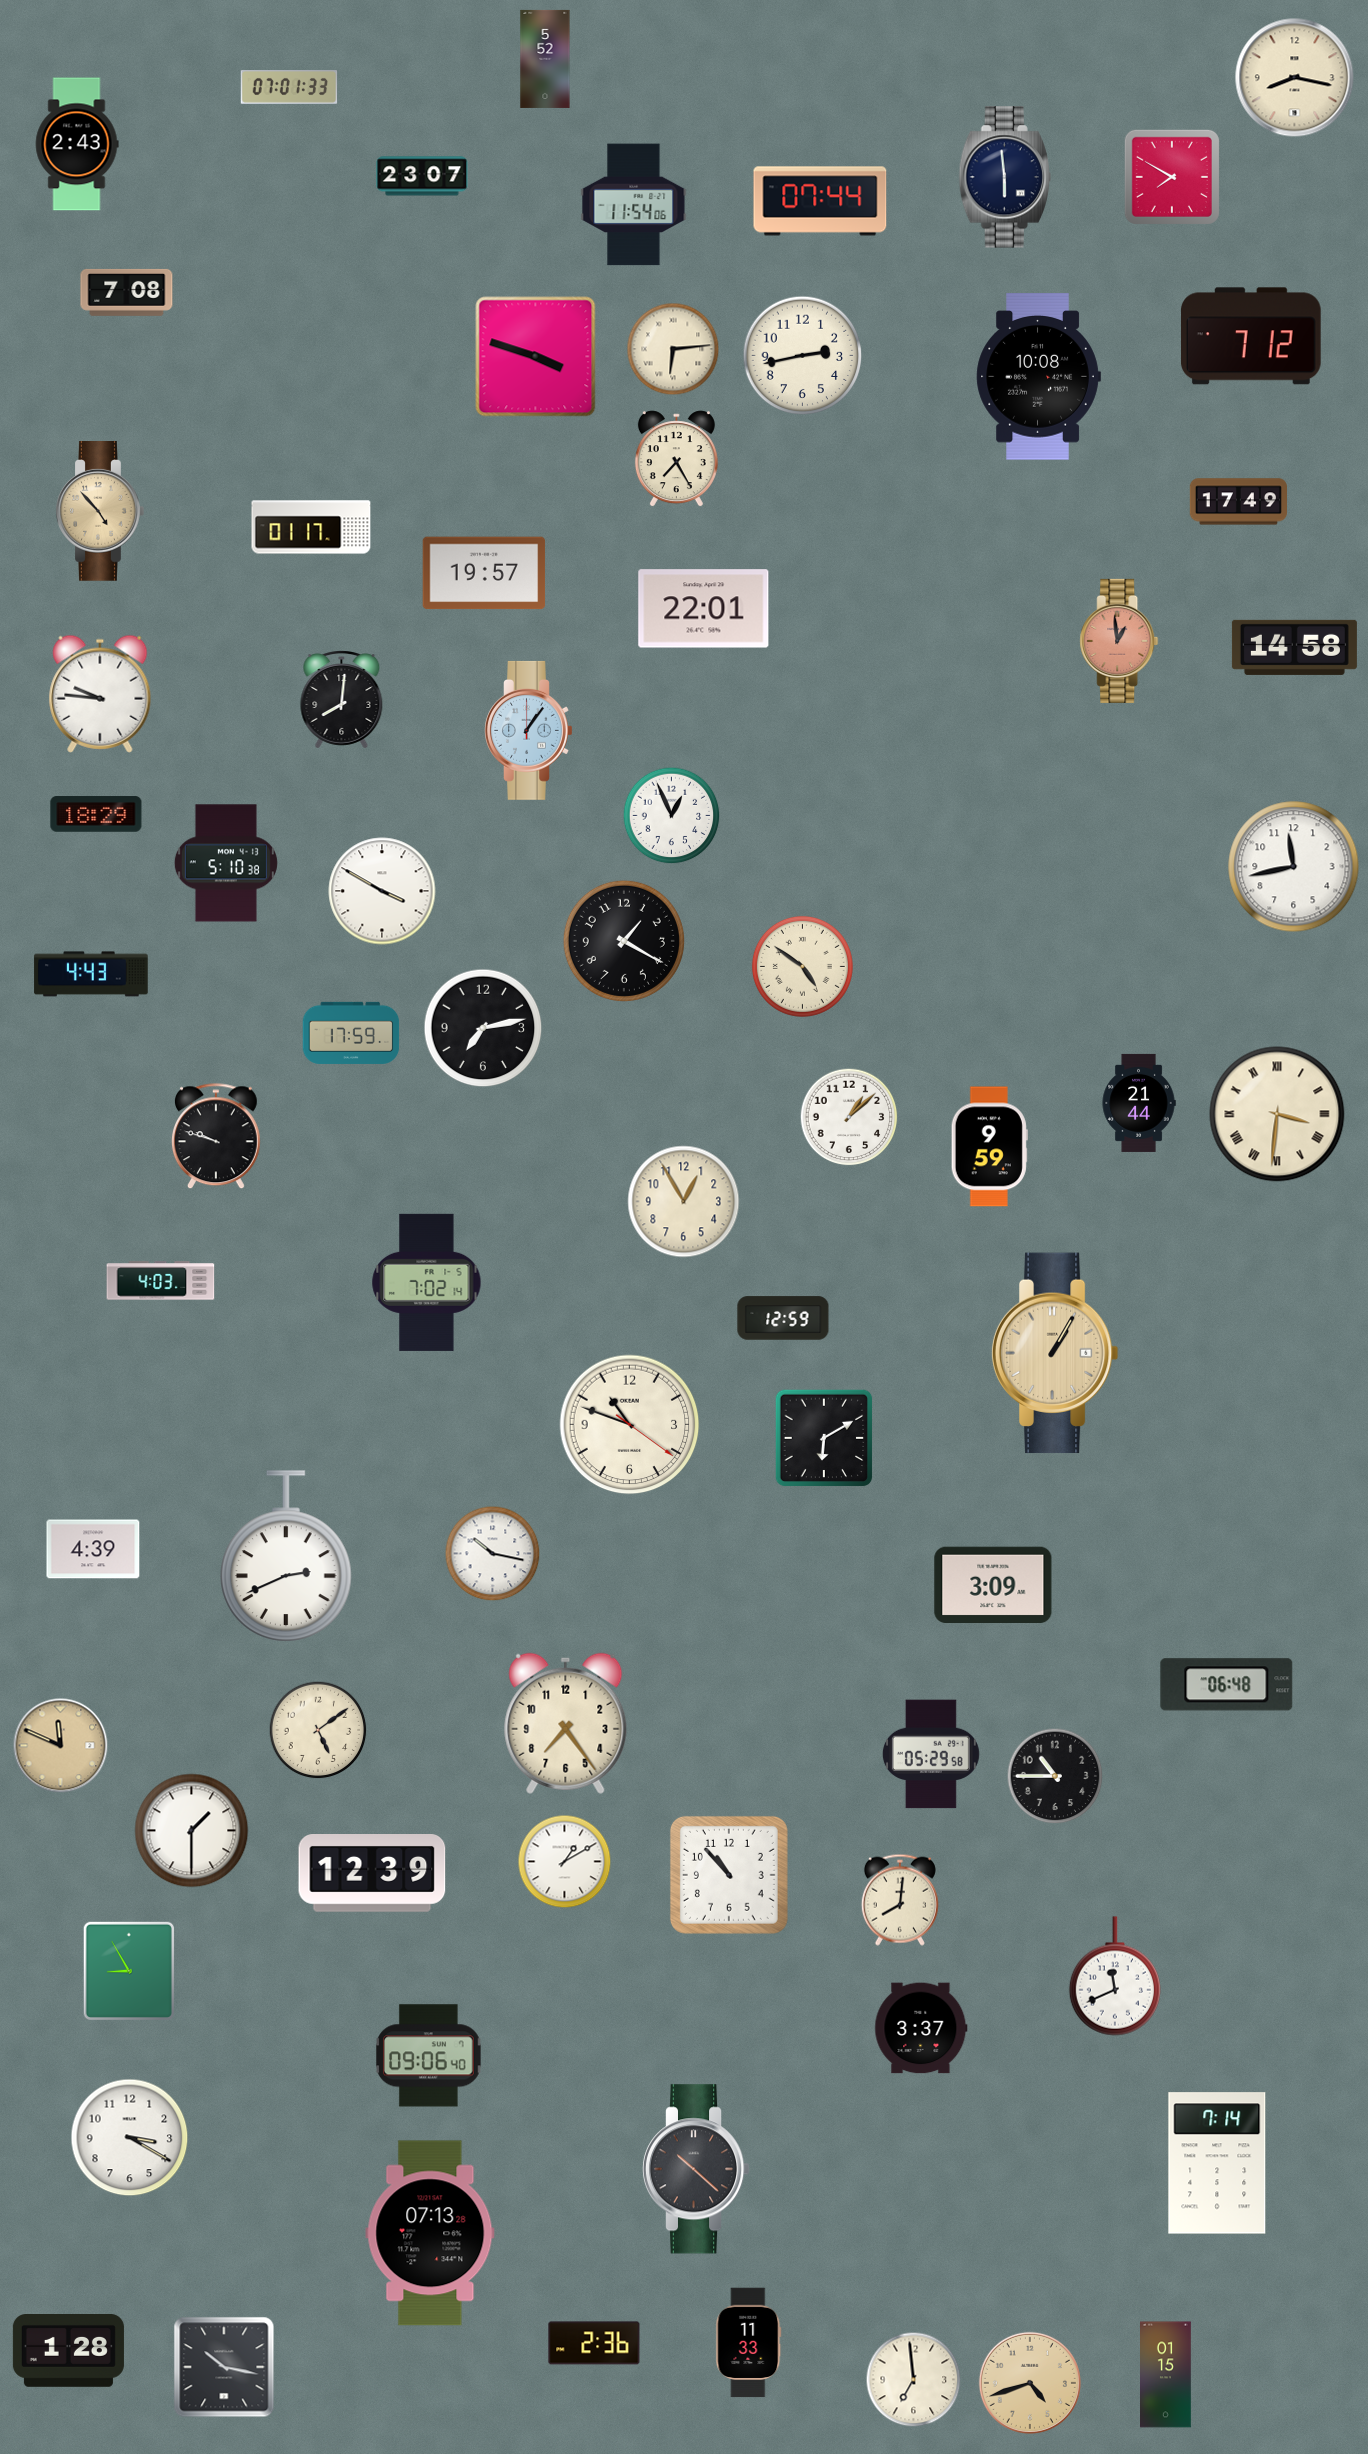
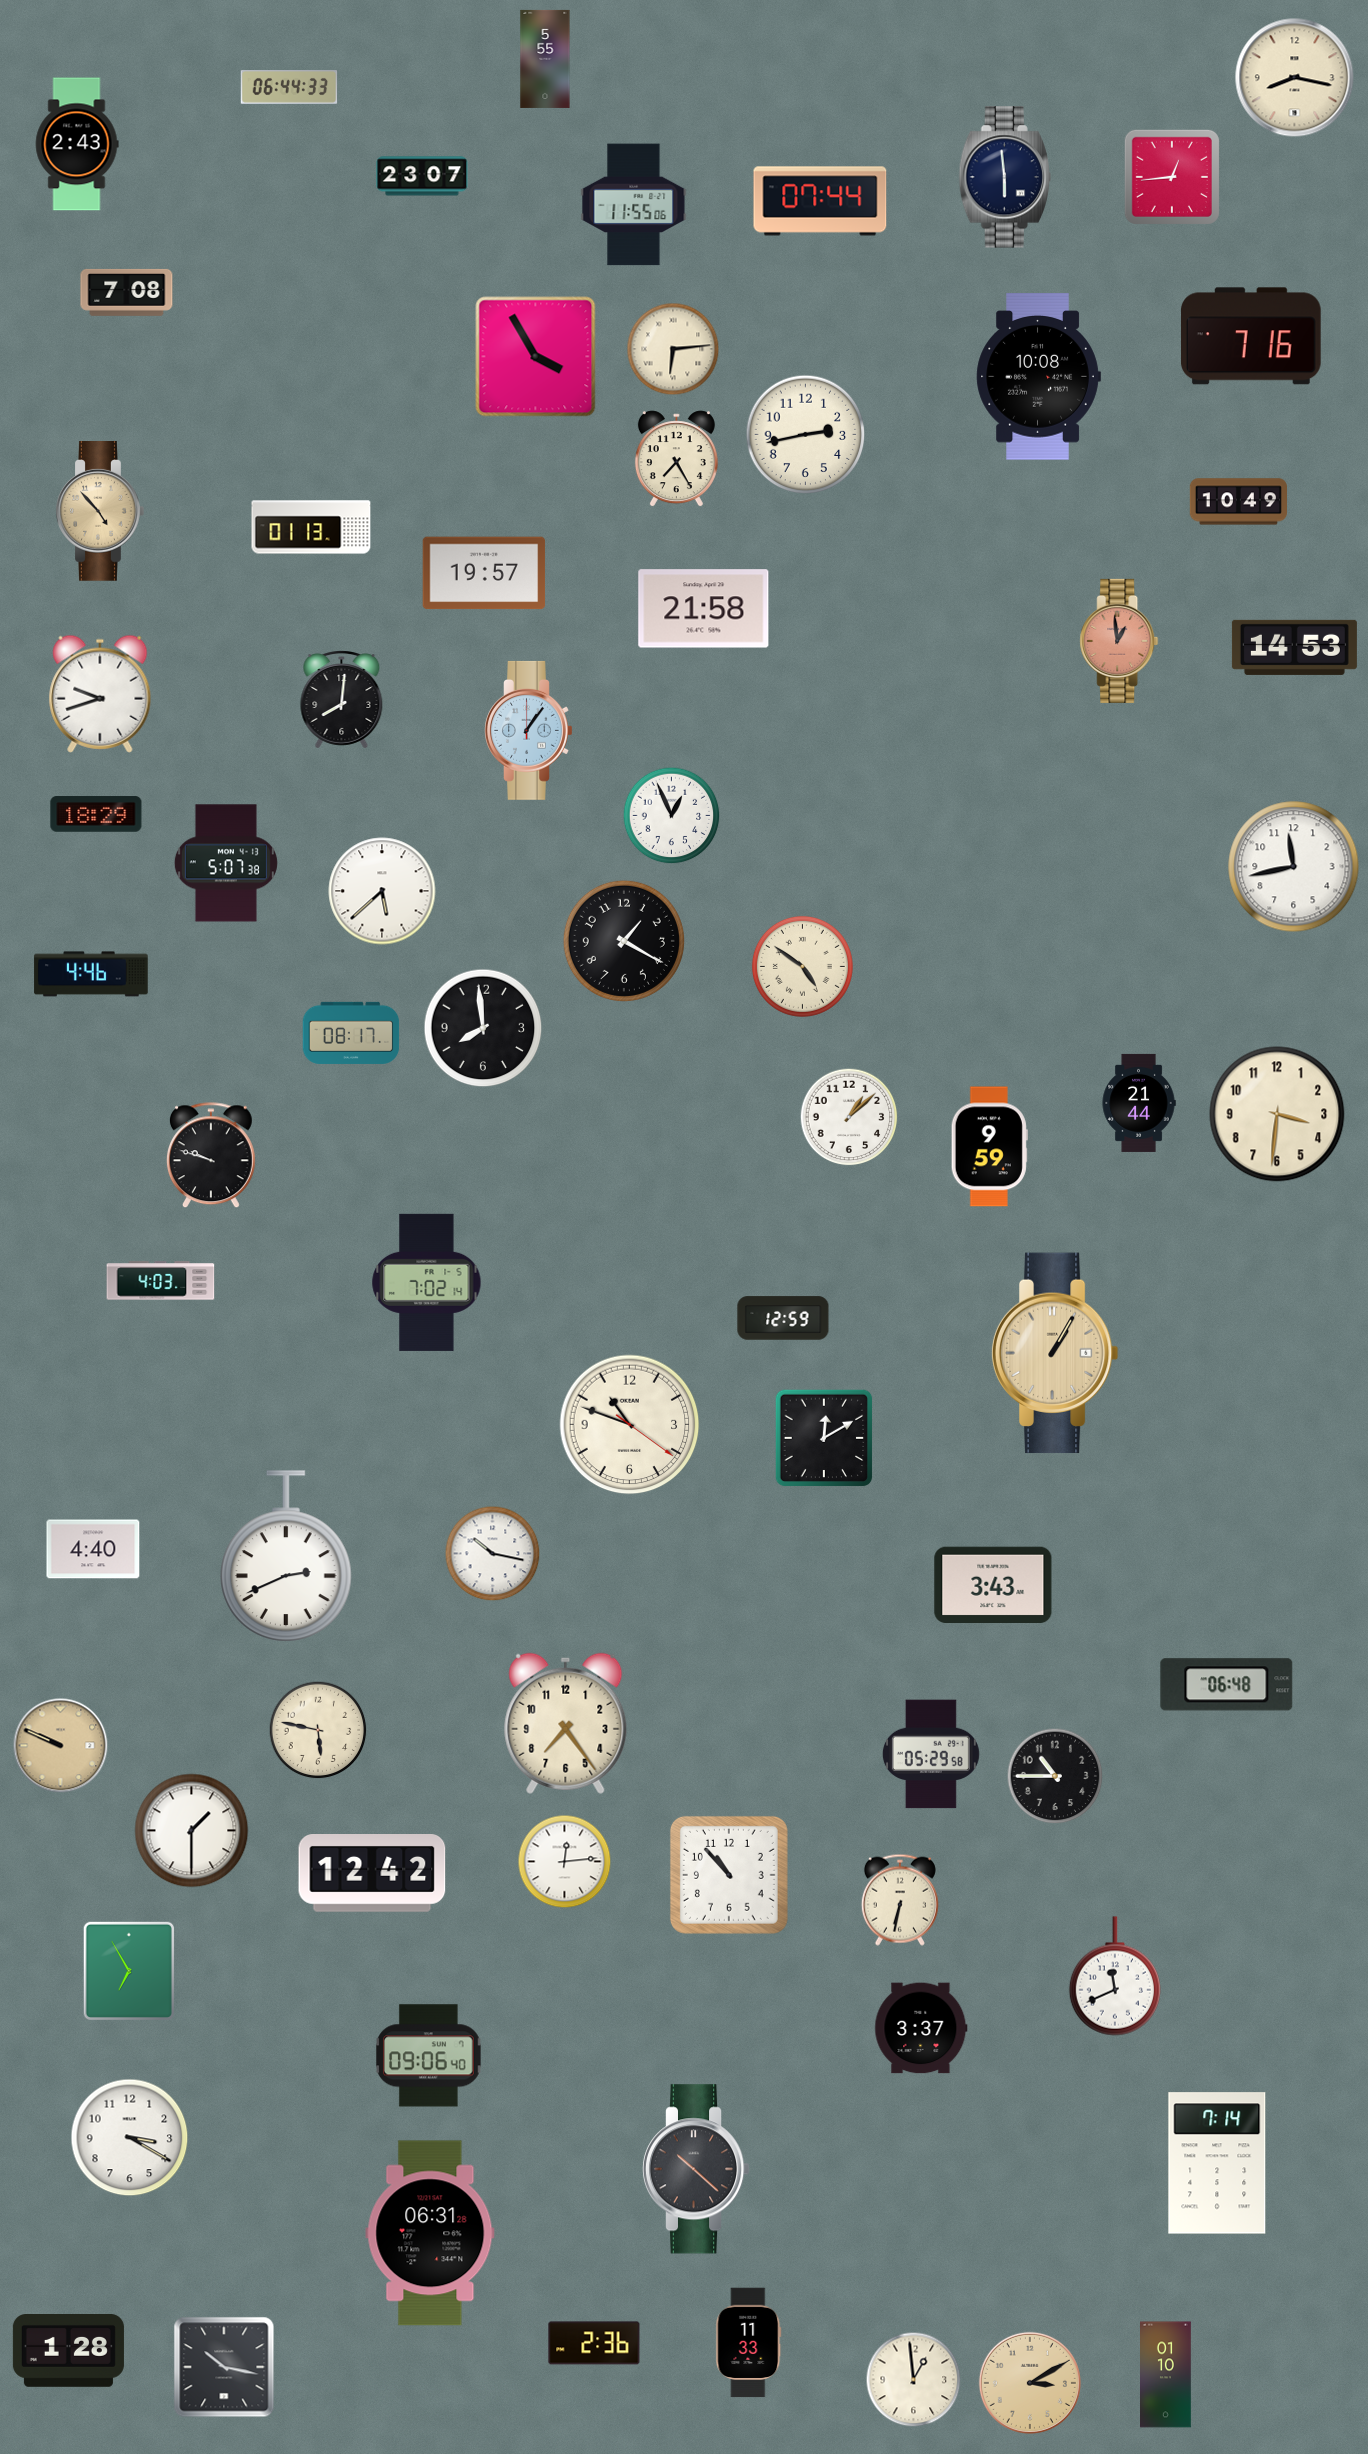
clock at (545, 59): 5:52 -> 5:55
clock at (289, 88): 07:01 -> 06:44
clock at (1172, 177): 7:50 -> 12:44
clock at (634, 205): 11:54 -> 11:55
clock at (1251, 336): 7:12 -> 7:16
clock at (803, 356) position: (803, 356) -> (806, 435)
clock at (536, 357): 3:48 -> 3:55
clock at (1238, 502): 17:49 -> 10:49
clock at (311, 527): 01:17 -> 01:13
clock at (704, 609): 22:01 -> 21:58
clock at (1294, 647): 14:58 -> 14:53
clock at (100, 694): 9:46 -> 9:42
clock at (226, 863): 5:10 -> 5:07
clock at (382, 891): 3:50 -> 5:38
clock at (91, 974): 4:43 -> 4:46
clock at (483, 1028): 7:13 -> 7:59
clock at (351, 1033): 17:59 -> 08:17
clock at (1277, 1114) numerals: Roman -> Arabic
clock at (216, 1137) position: (216, 1137) -> (211, 1156)
clock at (684, 1202): 12:55 -> none
clock at (824, 1438): 6:10 -> 12:10
clock at (93, 1549): 4:39 -> 4:40
clock at (993, 1585): 3:09 -> 3:43
clock at (318, 1730): 5:09 -> 5:47
clock at (61, 1746): 11:49 -> 9:49
clock at (565, 1862): 1:10 -> 12:14
clock at (372, 1874): 12:39 -> 12:42
clock at (900, 1900): 8:01 -> 6:32
clock at (129, 1971): 8:55 -> 6:55
clock at (430, 2233): 07:13 -> 06:31
clock at (1166, 2375): 01:15 -> 01:10
clock at (914, 2380): 6:59 -> 12:59
clock at (1030, 2383): 4:42 -> 3:10
